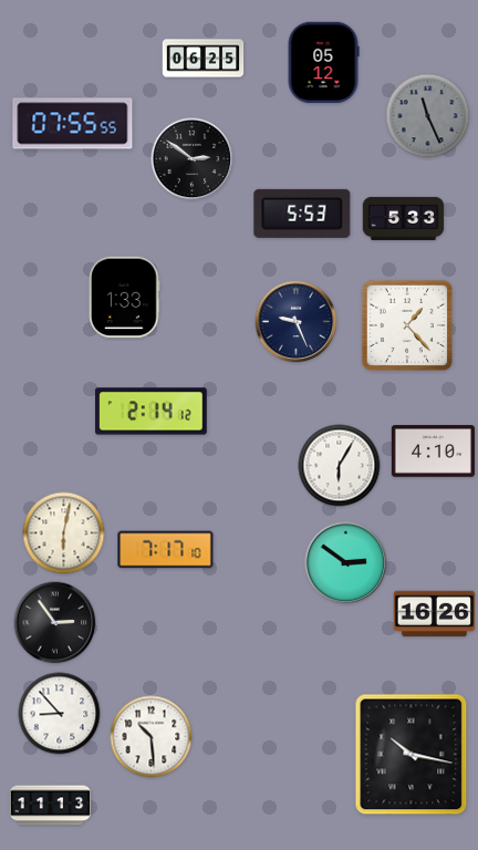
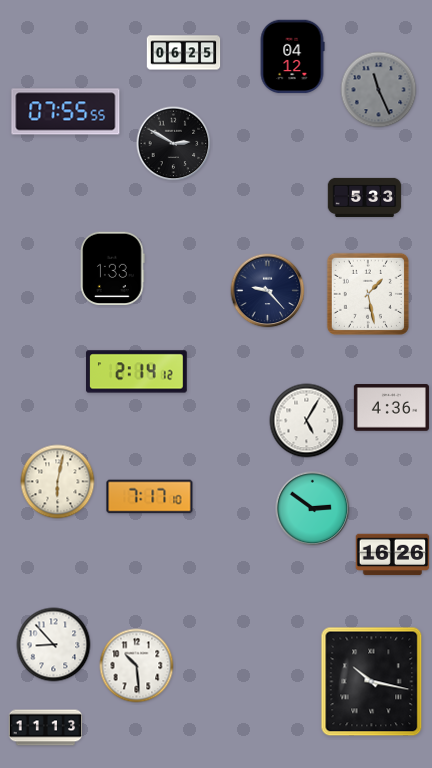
clock at (323, 63): 05:12 -> 04:12
clock at (428, 116) position: (428, 116) -> (379, 90)
clock at (193, 159): 2:51 -> 2:50
clock at (302, 214): 5:53 -> none
clock at (297, 322): 9:26 -> 9:23
clock at (407, 325): 1:23 -> 1:28
clock at (433, 452): 4:10 -> 4:36
clock at (340, 466): 6:05 -> 5:05
clock at (55, 623): 2:54 -> none
